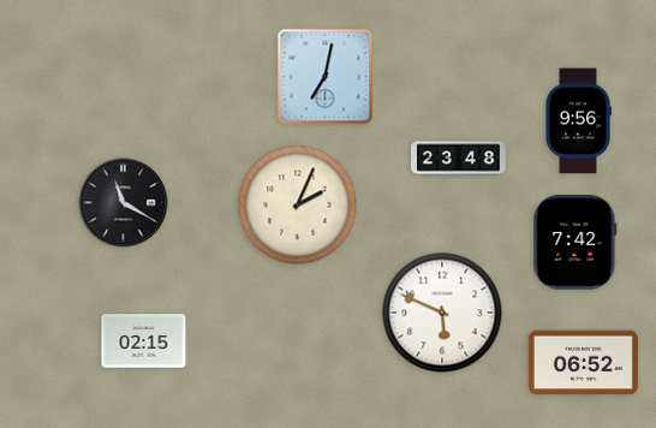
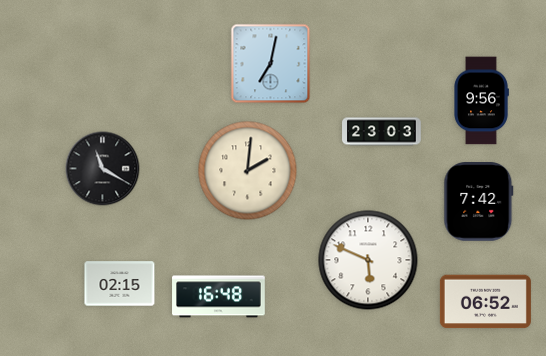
clock at (459, 159): 23:48 -> 23:03
clock at (298, 206): 2:04 -> 2:01
clock at (219, 297): none -> 16:48
